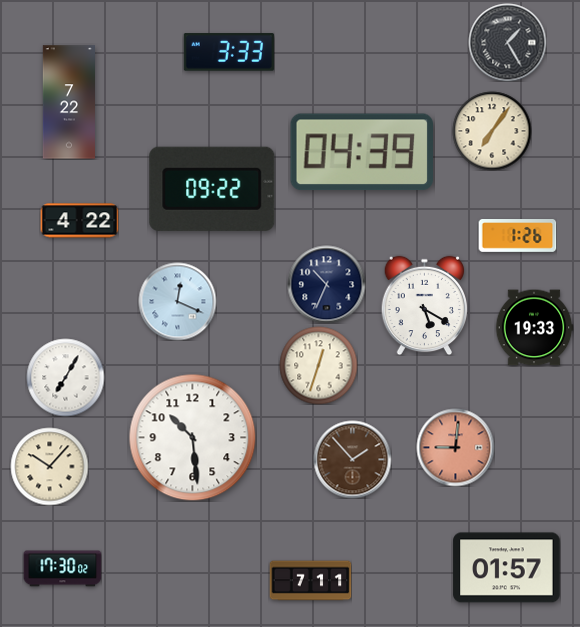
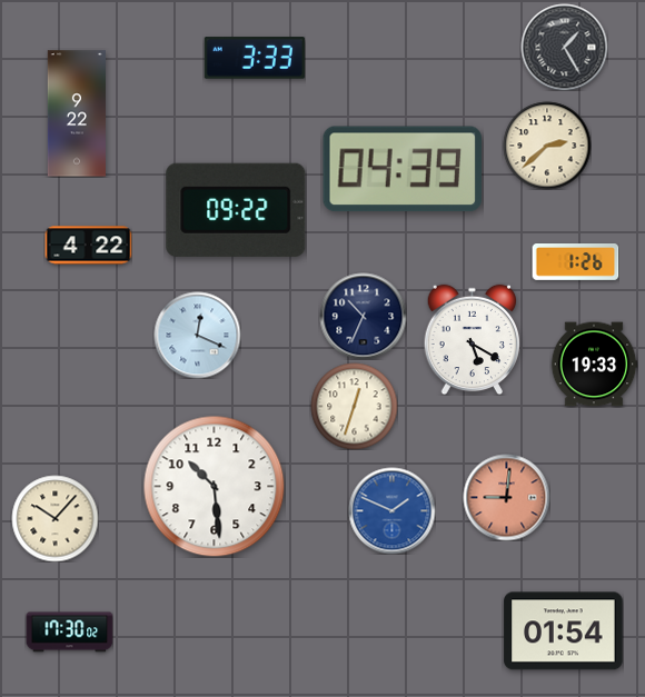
clock at (68, 102): 7:22 -> 9:22
clock at (492, 131): 7:06 -> 2:38
clock at (65, 377): 7:05 -> none
clock at (352, 459): 1:53 -> 1:49
clock at (352, 459) dial: brown -> blue
clock at (507, 568): 01:57 -> 01:54
clock at (310, 581): 7:11 -> none
